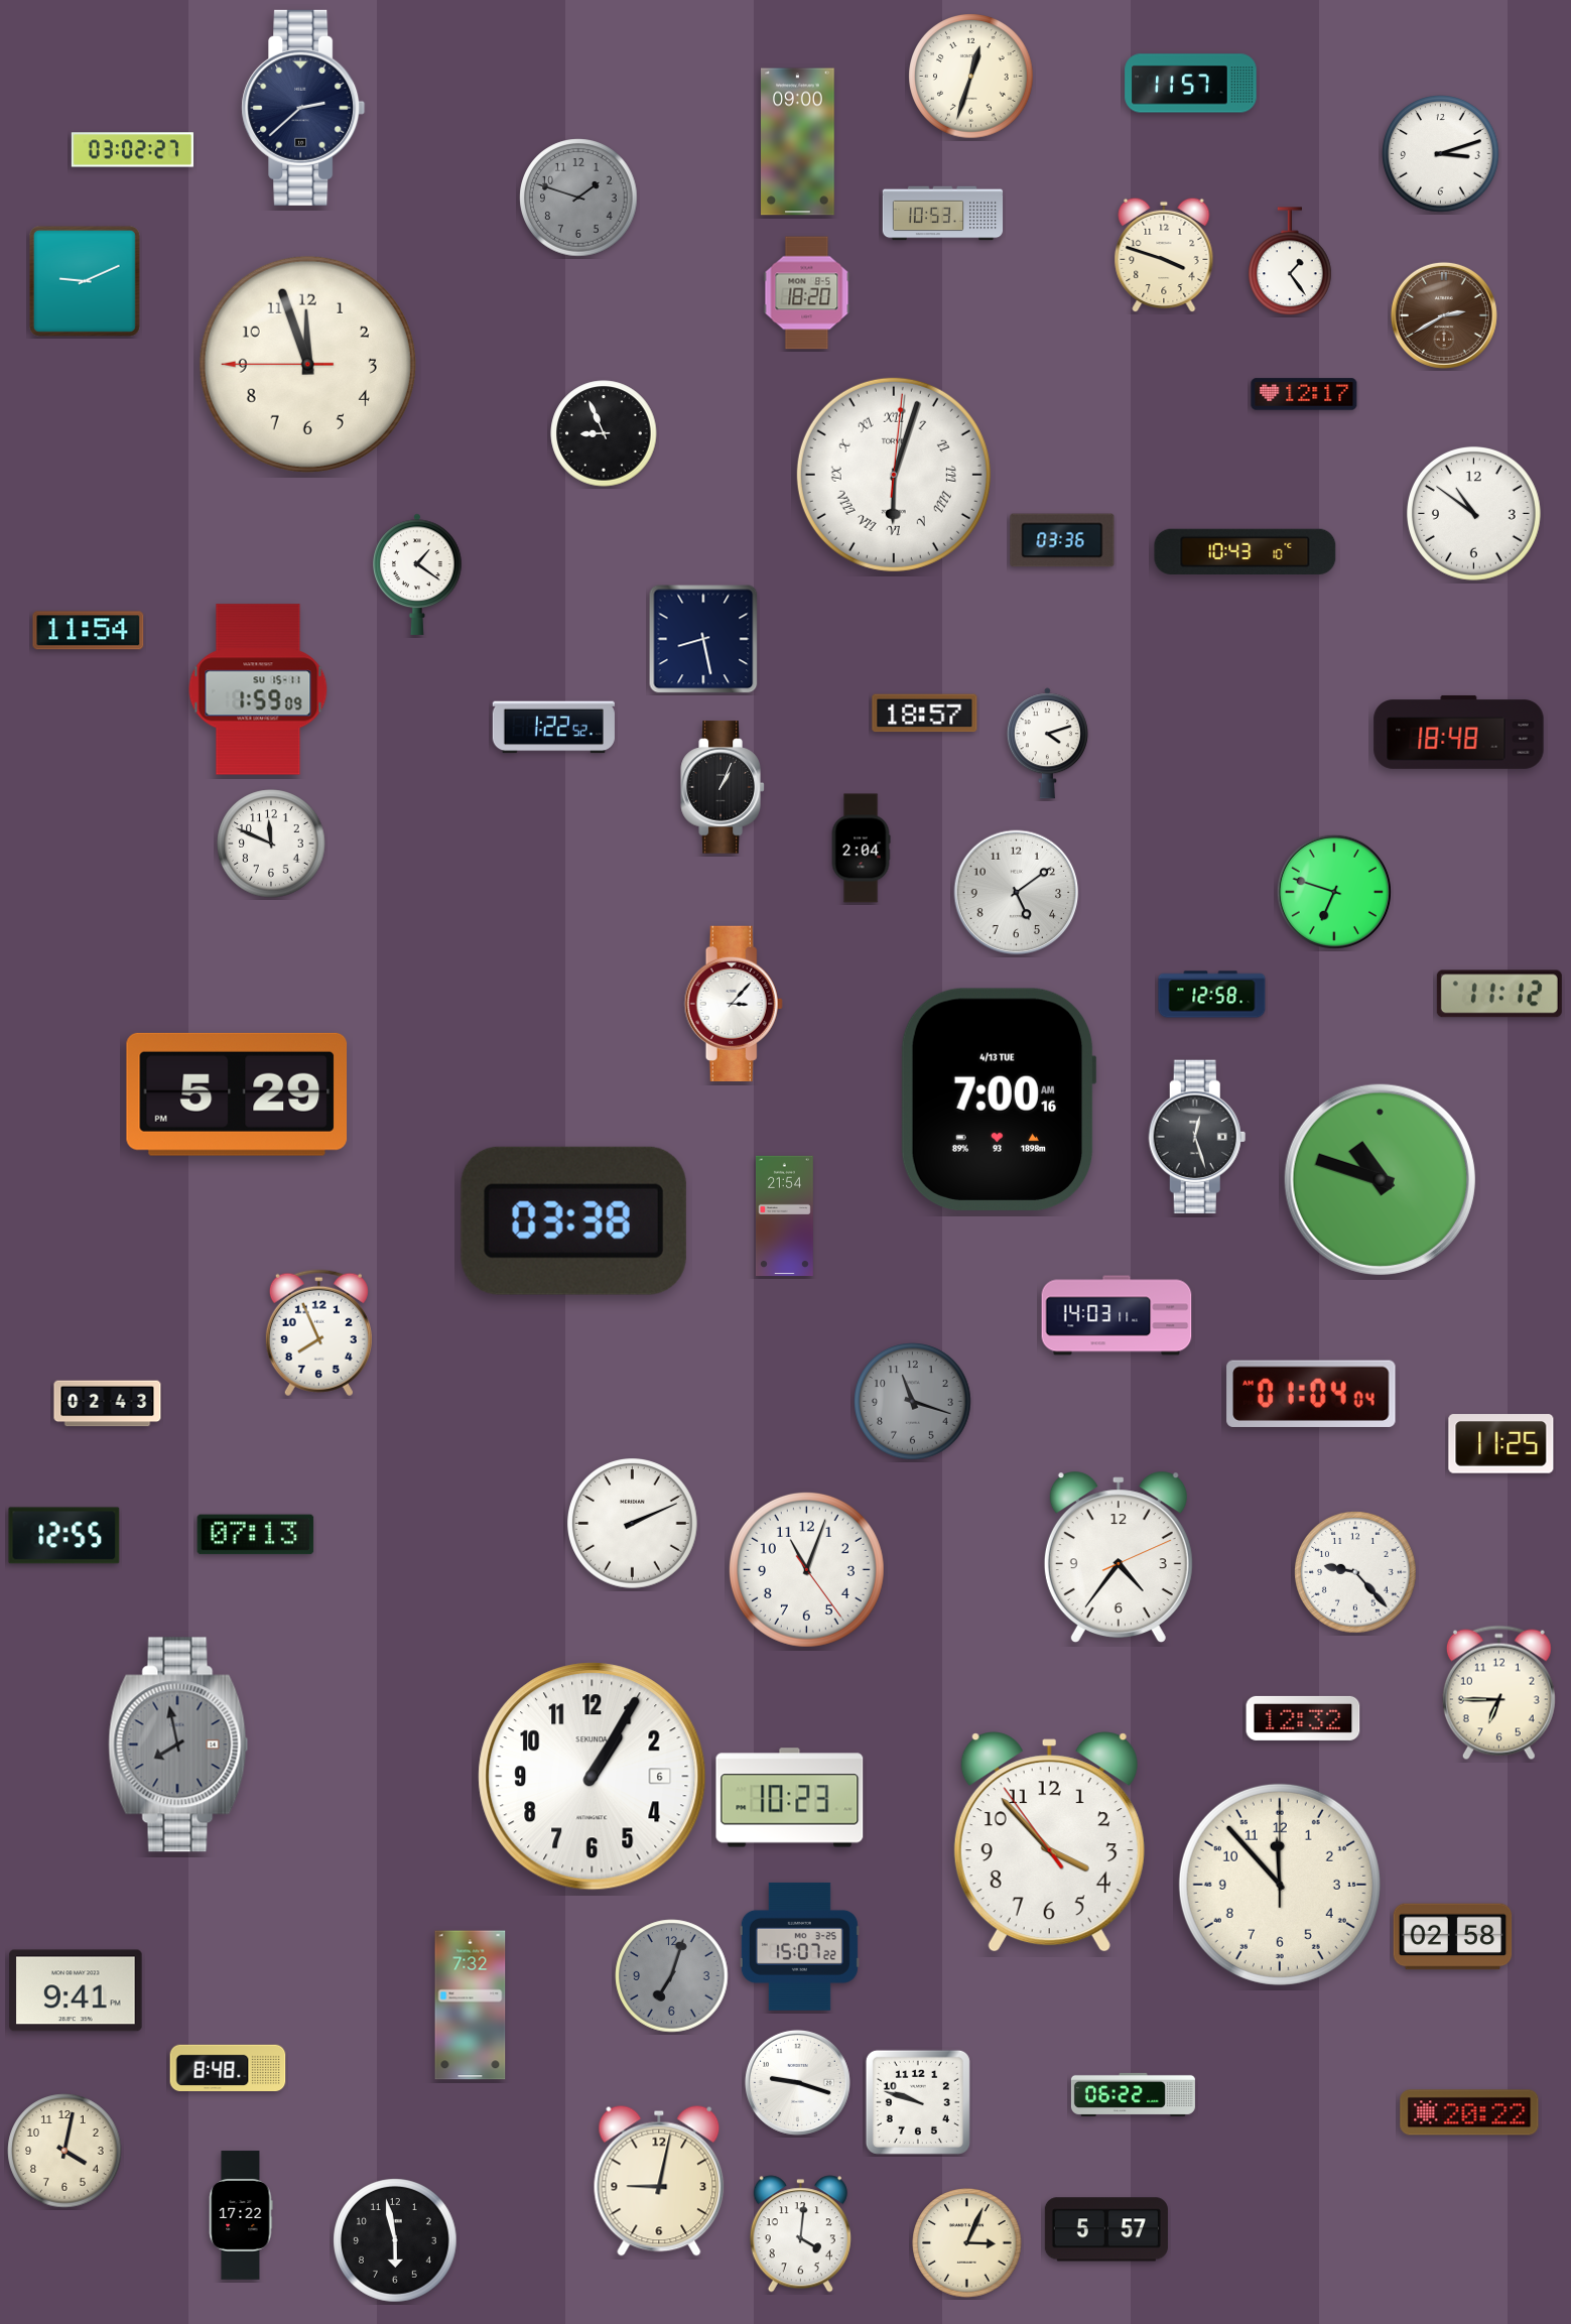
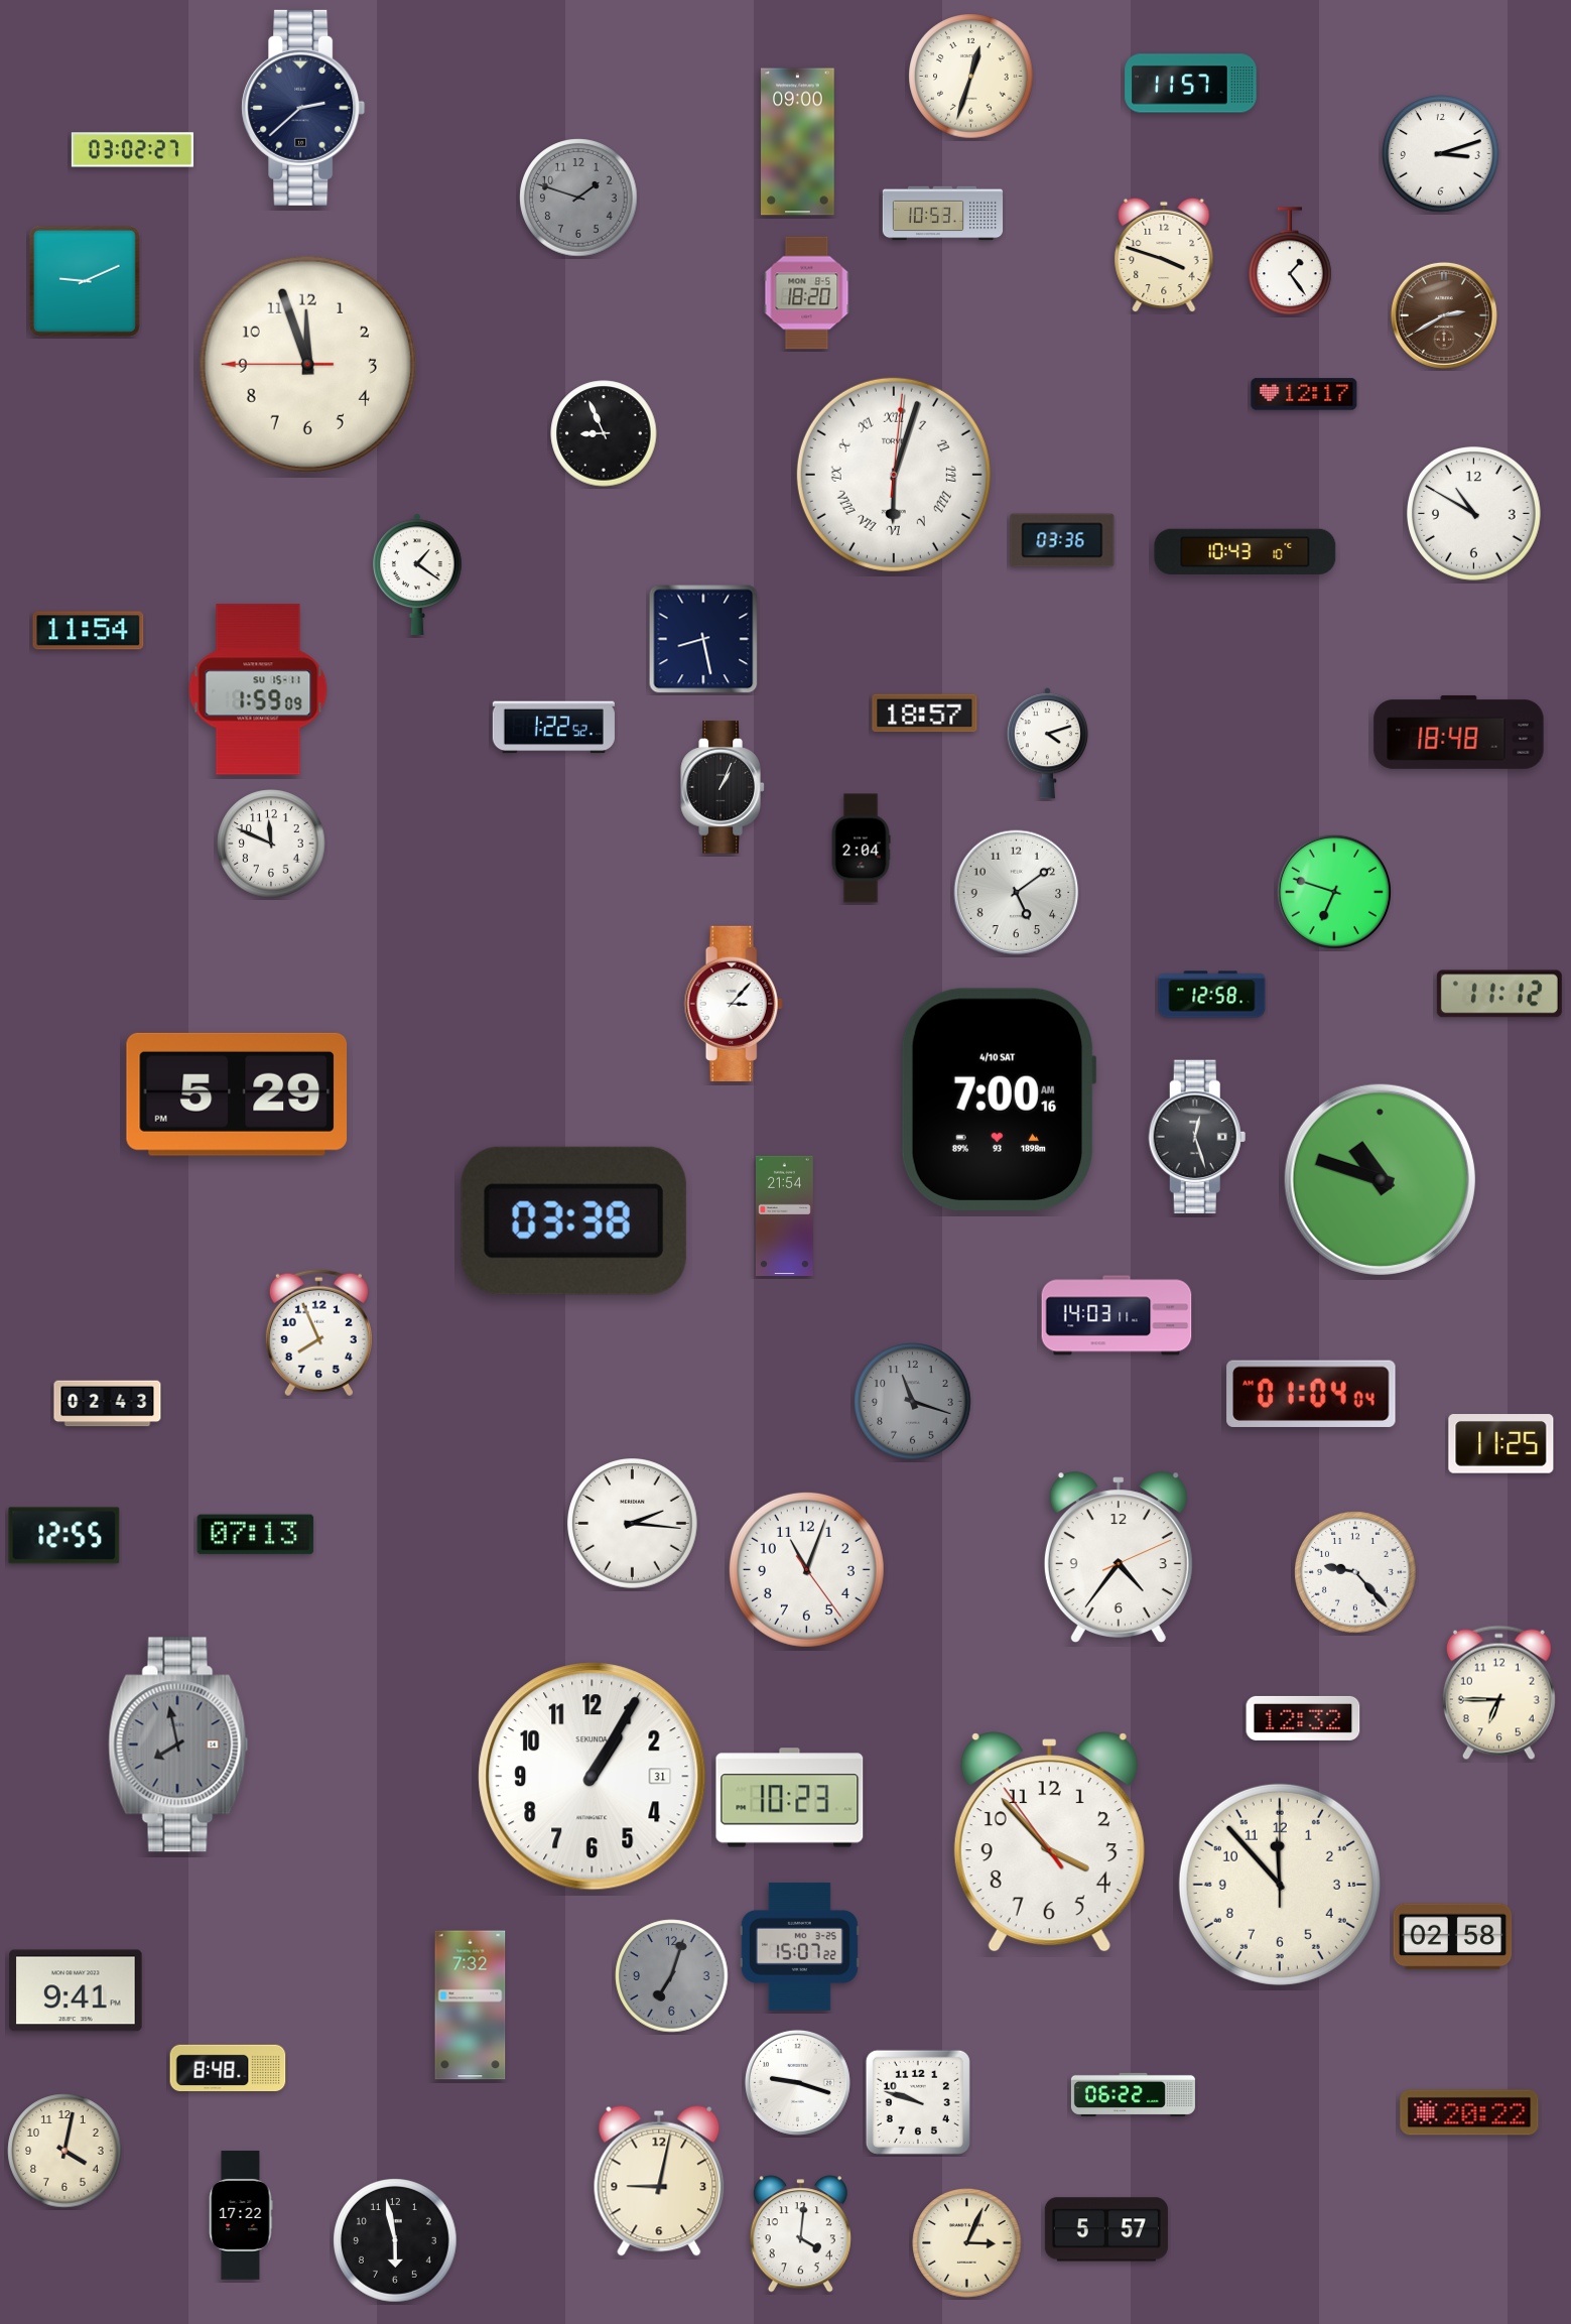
clock at (1474, 514): 10:51 -> 10:50
clock at (999, 1100) date: 4/13 TUE -> 4/10 SAT
clock at (633, 1524): 2:11 -> 2:16
clock at (593, 1777) date: 6 -> 31
